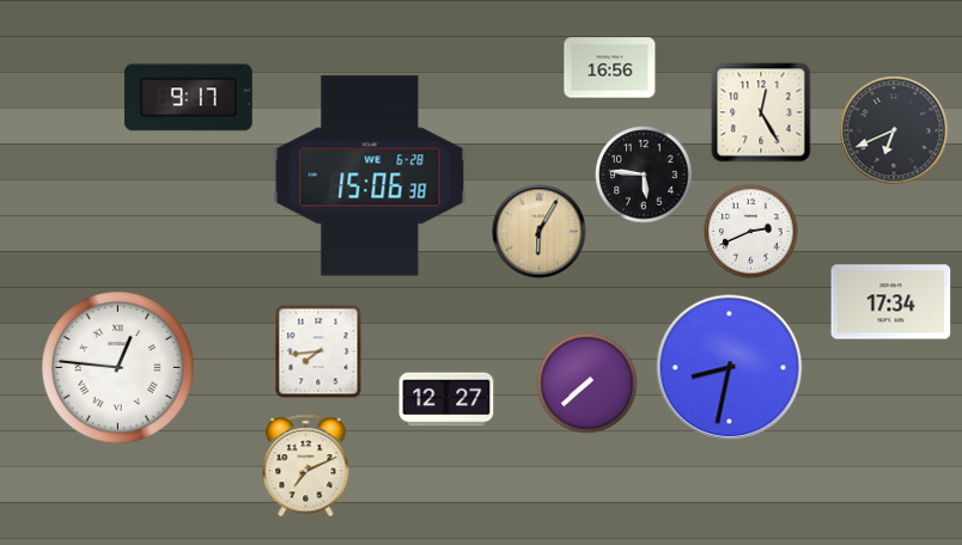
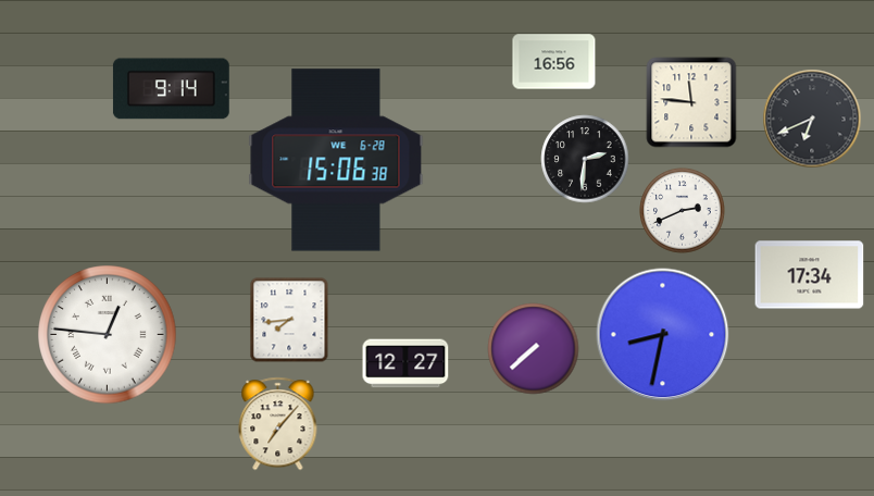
clock at (188, 98): 9:17 -> 9:14
clock at (761, 112): 12:25 -> 11:46
clock at (644, 174): 5:46 -> 2:31
clock at (540, 232): 6:05 -> none
clock at (306, 466): 7:11 -> 7:07
